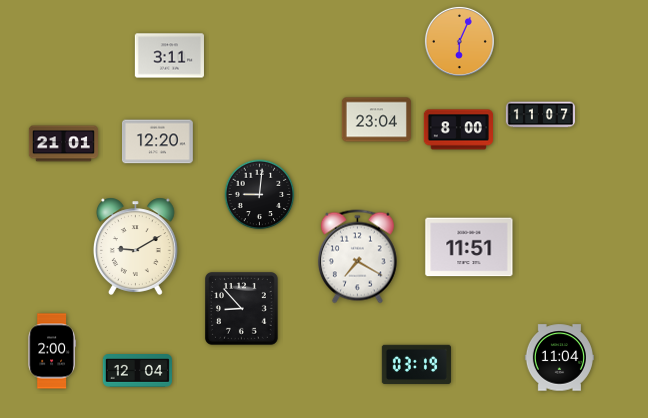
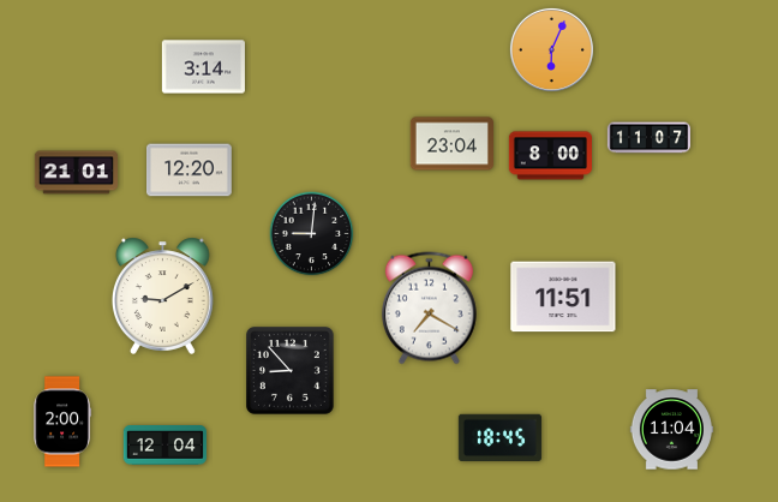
clock at (169, 56): 3:11 -> 3:14
clock at (416, 365): 03:19 -> 18:45
